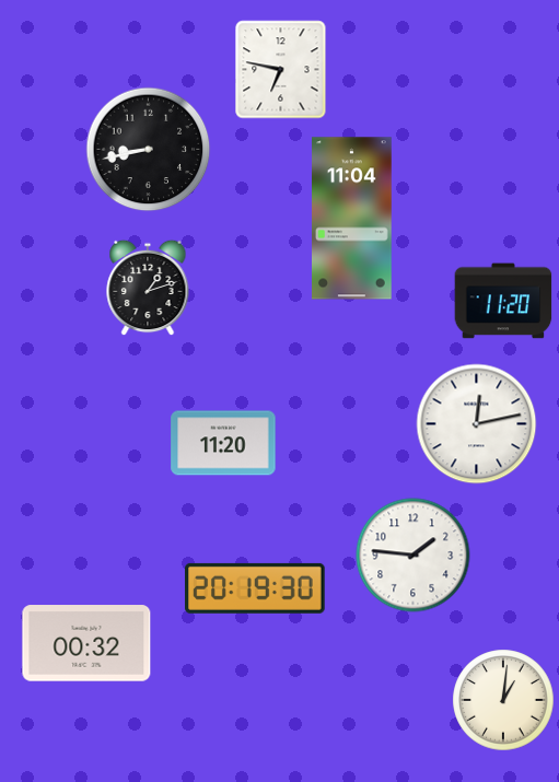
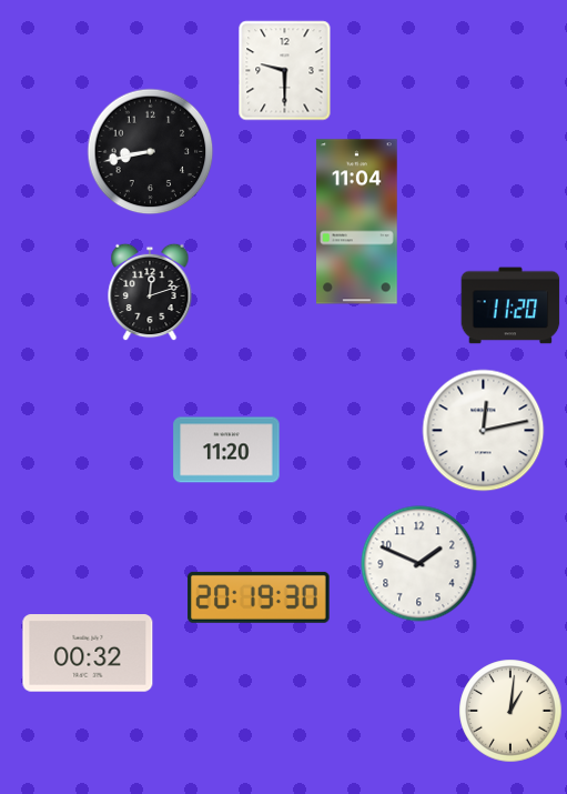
clock at (281, 70): 6:47 -> 9:30
clock at (148, 288): 1:12 -> 12:12
clock at (414, 556): 1:46 -> 1:49
